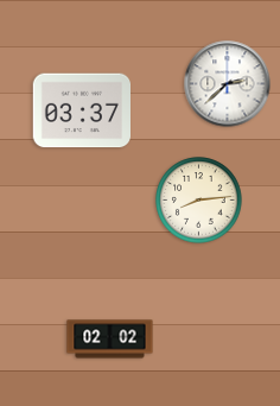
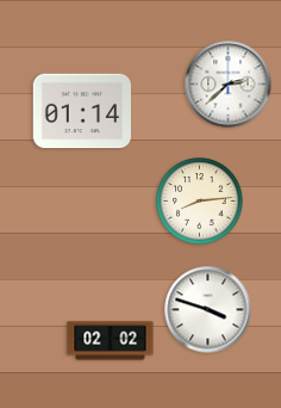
clock at (81, 110): 03:37 -> 01:14
clock at (208, 310): none -> 3:48
